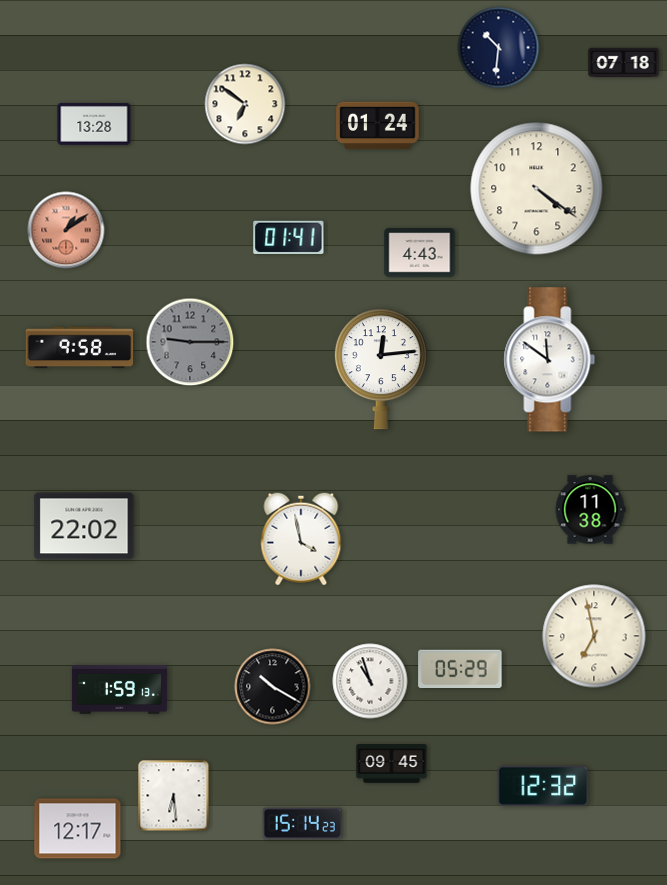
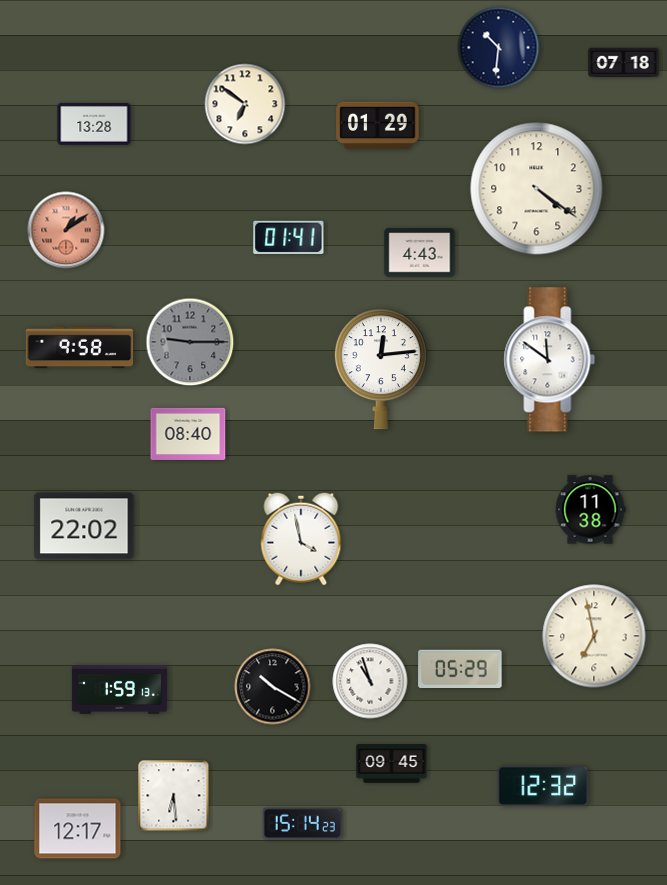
clock at (378, 126): 01:24 -> 01:29
clock at (188, 434): none -> 08:40
